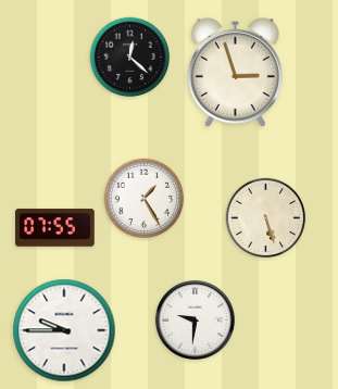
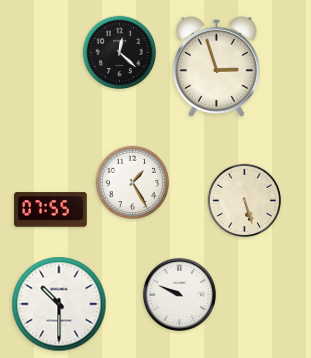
clock at (195, 319): 9:31 -> 9:49
clock at (64, 330): 9:45 -> 10:30
